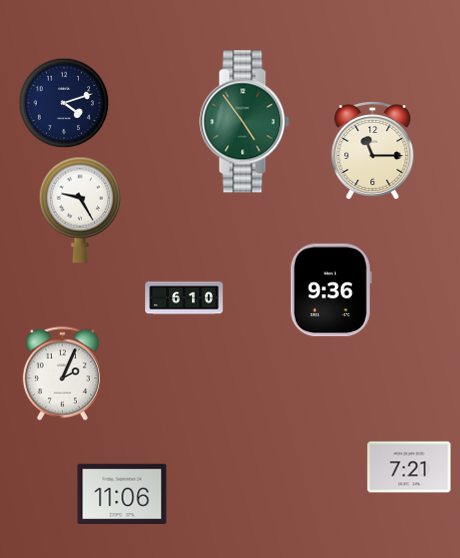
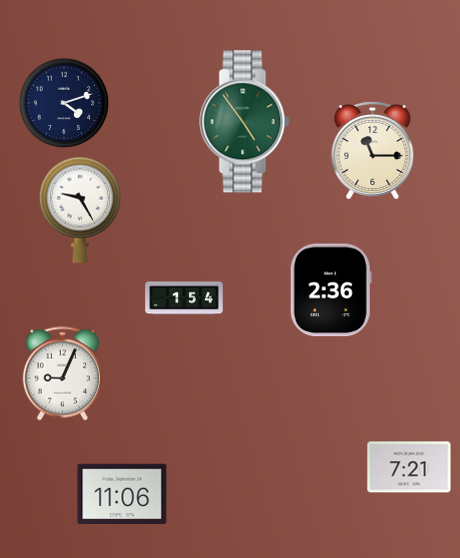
clock at (331, 290): 9:36 -> 2:36
clock at (184, 298): 6:10 -> 1:54
clock at (62, 374): 2:04 -> 9:04
